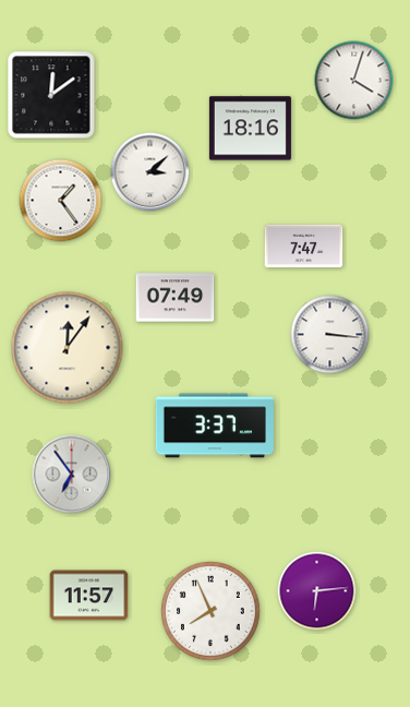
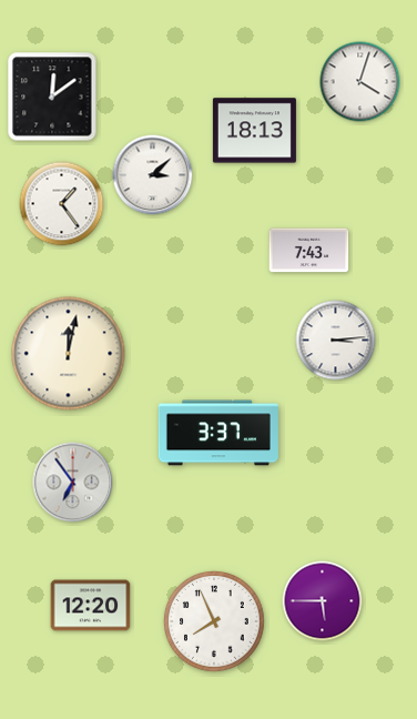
clock at (250, 129): 18:16 -> 18:13
clock at (304, 247): 7:47 -> 7:43
clock at (176, 298): 07:49 -> none
clock at (330, 335): 3:16 -> 3:14
clock at (68, 348): 12:06 -> 12:02
clock at (317, 591): 6:14 -> 5:45
clock at (89, 596): 11:57 -> 12:20
